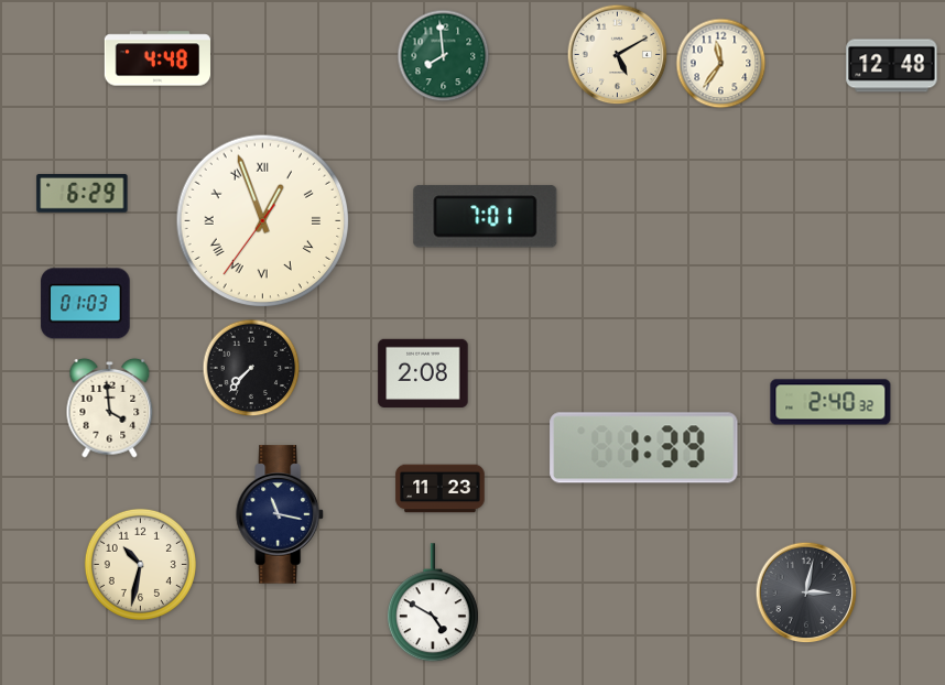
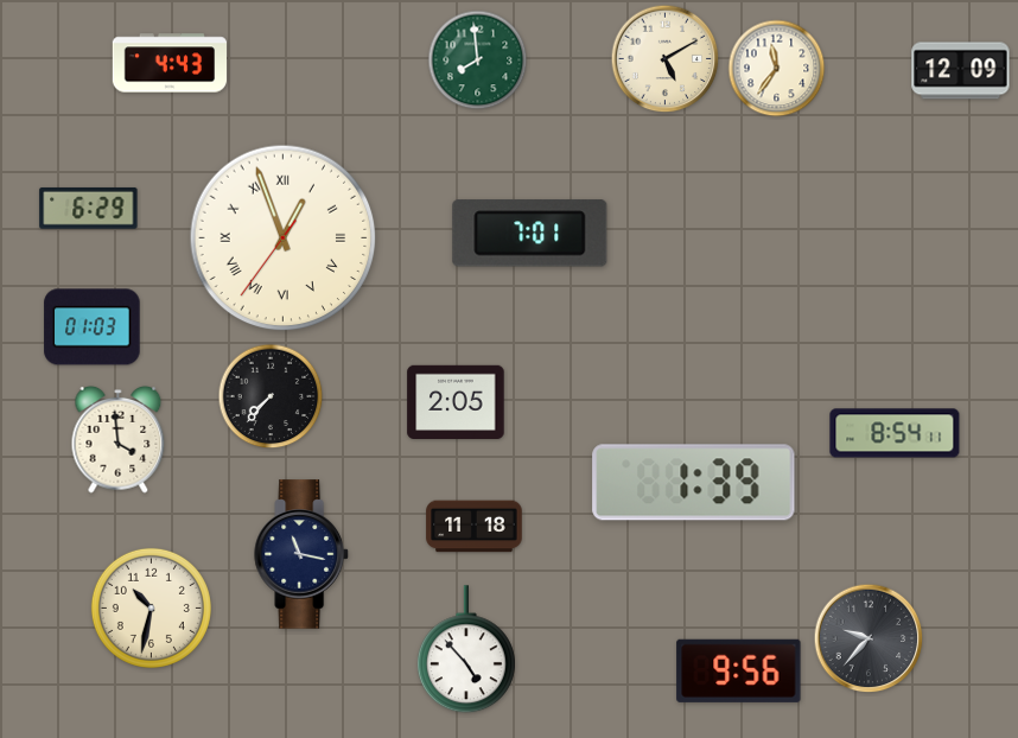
clock at (156, 58): 4:48 -> 4:43
clock at (892, 66): 12:48 -> 12:09
clock at (486, 217) position: (486, 217) -> (530, 234)
clock at (423, 372): 2:08 -> 2:05
clock at (830, 402): 2:40 -> 8:54
clock at (441, 489): 11:23 -> 11:18
clock at (806, 592): 3:02 -> 9:37
clock at (433, 604): 4:50 -> 4:53
clock at (739, 670): none -> 9:56
